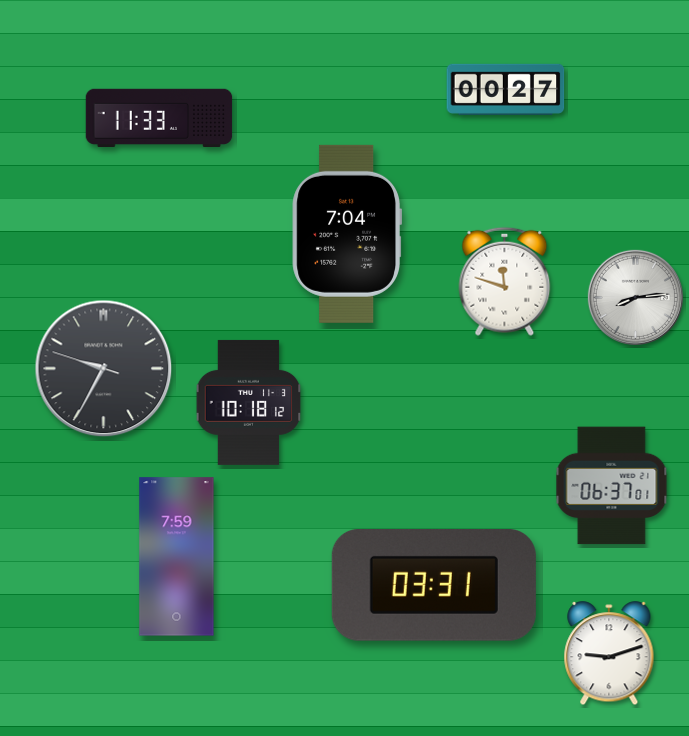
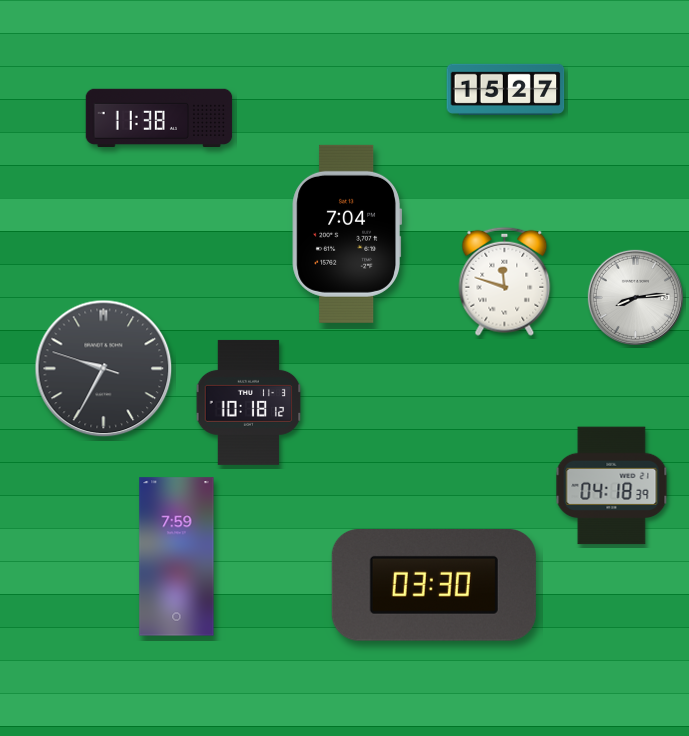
clock at (506, 89): 00:27 -> 15:27
clock at (159, 118): 11:33 -> 11:38
clock at (612, 486): 06:37 -> 04:18
clock at (434, 585): 03:31 -> 03:30
clock at (609, 654): 9:12 -> none
